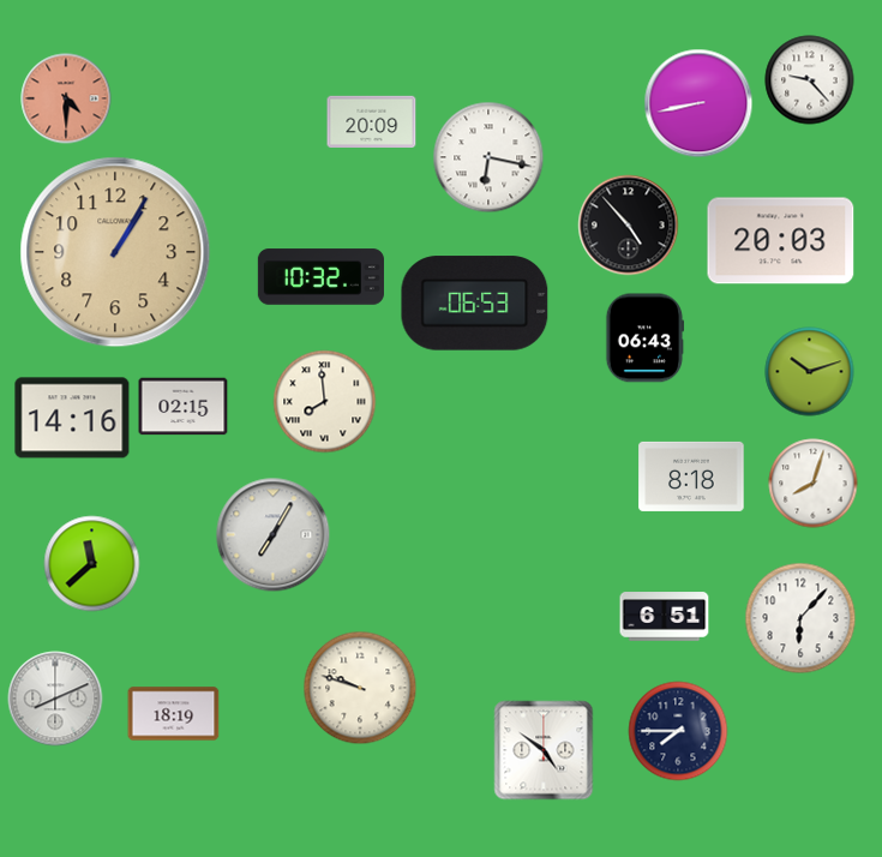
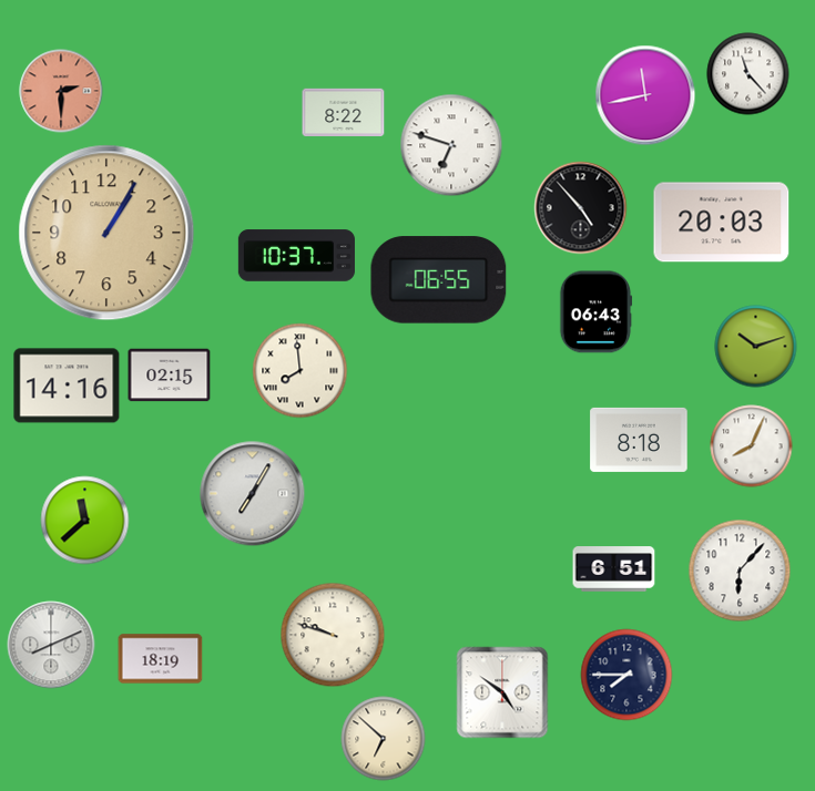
clock at (810, 80): 9:23 -> 11:23
clock at (66, 98): 4:30 -> 2:30
clock at (698, 103): 8:43 -> 11:43
clock at (372, 121): 20:09 -> 8:22
clock at (488, 157): 6:17 -> 6:48
clock at (320, 277): 10:32 -> 10:37
clock at (475, 304): 06:53 -> 06:55
clock at (810, 372) position: (810, 372) -> (756, 347)
clock at (814, 484): 8:03 -> 8:04
clock at (384, 739): none -> 6:52
